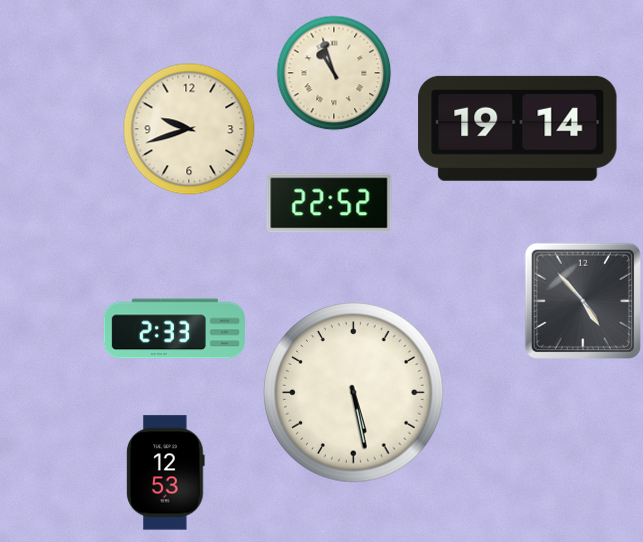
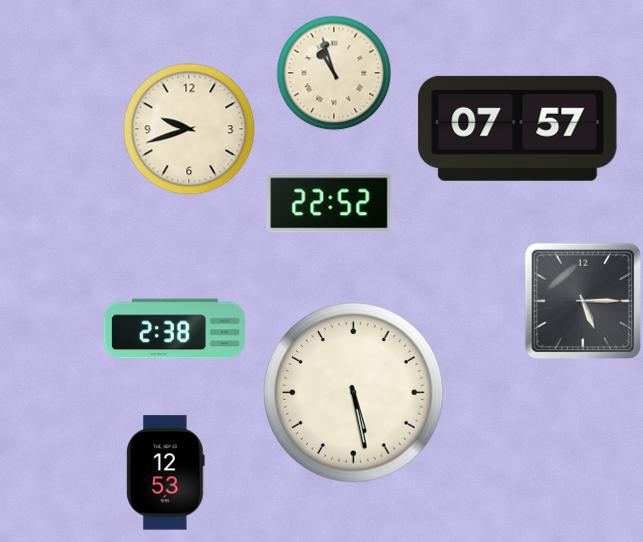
clock at (518, 128): 19:14 -> 07:57
clock at (583, 301): 4:53 -> 5:15
clock at (174, 329): 2:33 -> 2:38
